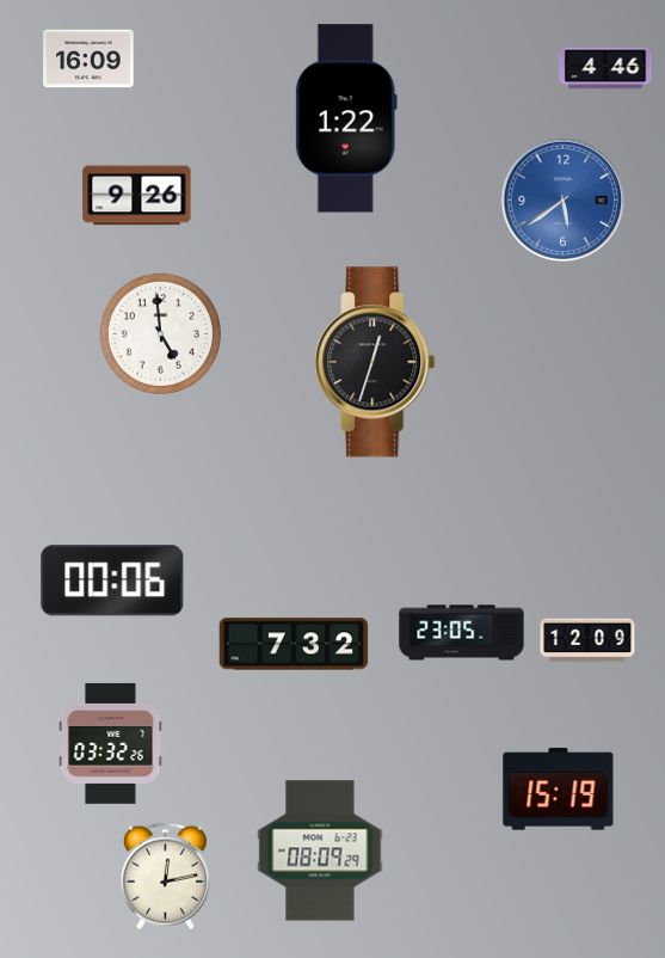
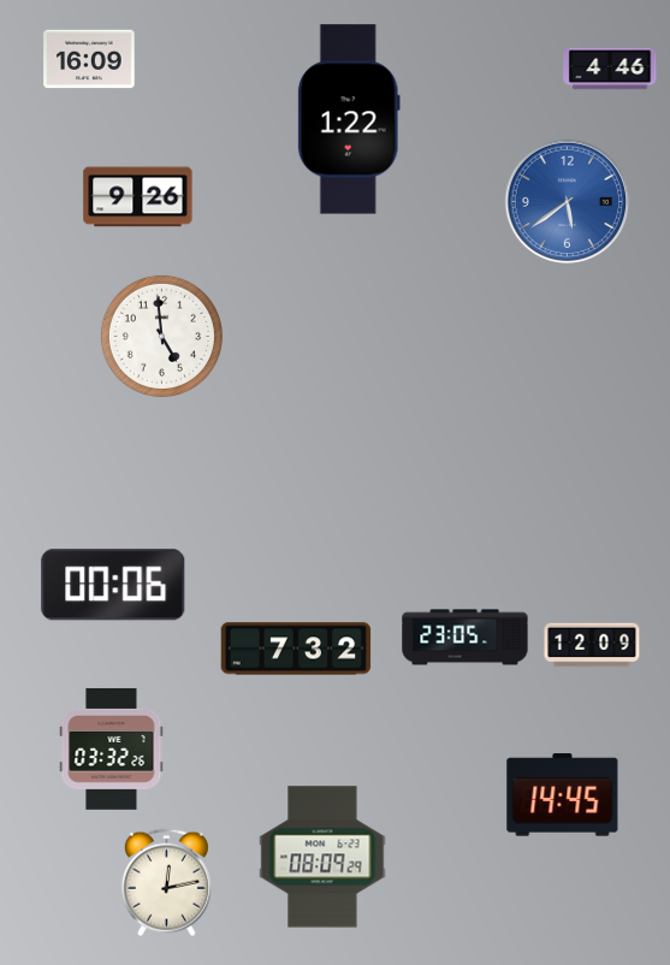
clock at (375, 362): 12:33 -> none
clock at (559, 790): 15:19 -> 14:45
